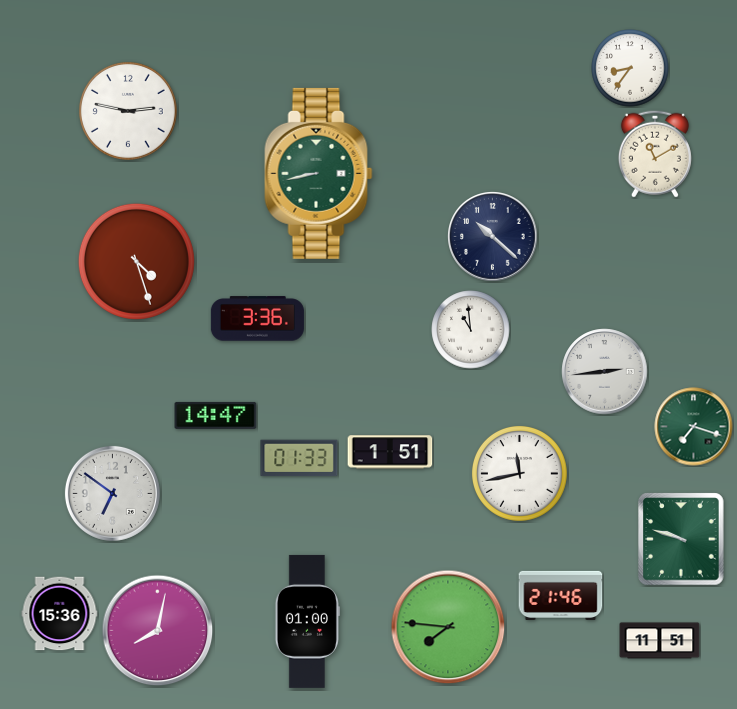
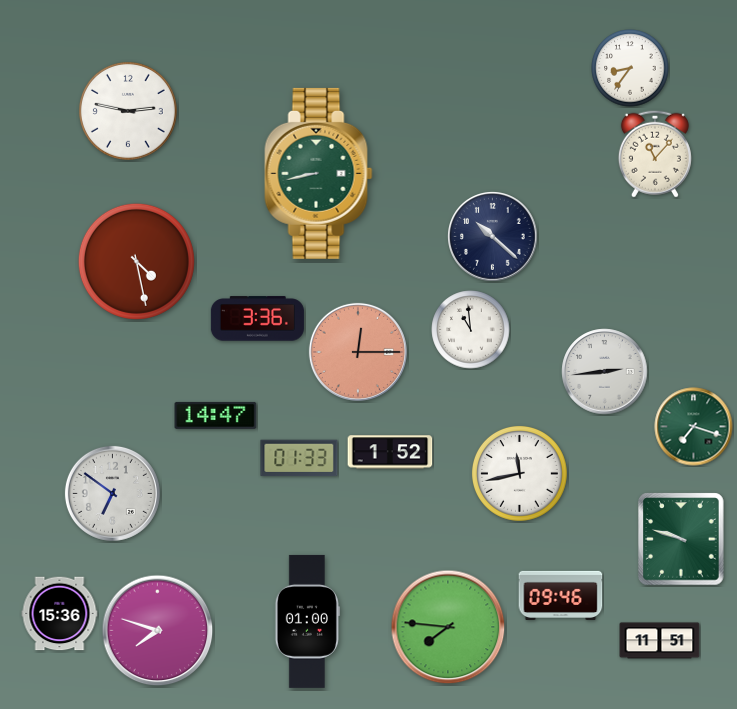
clock at (655, 154): 11:10 -> 11:07
clock at (136, 261): 4:27 -> 4:28
clock at (358, 352): none -> 12:15
clock at (390, 452): 1:51 -> 1:52
clock at (561, 595): 21:46 -> 09:46
clock at (158, 631): 8:02 -> 7:48
